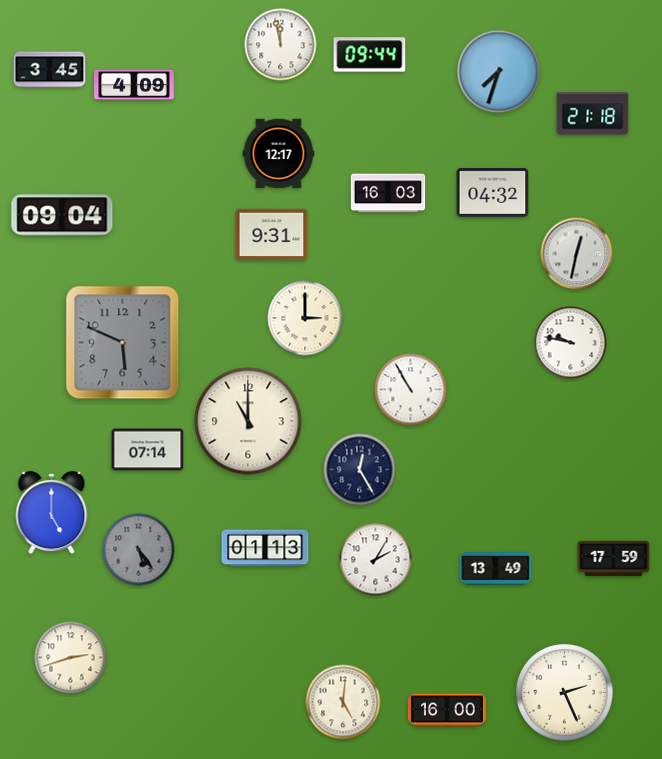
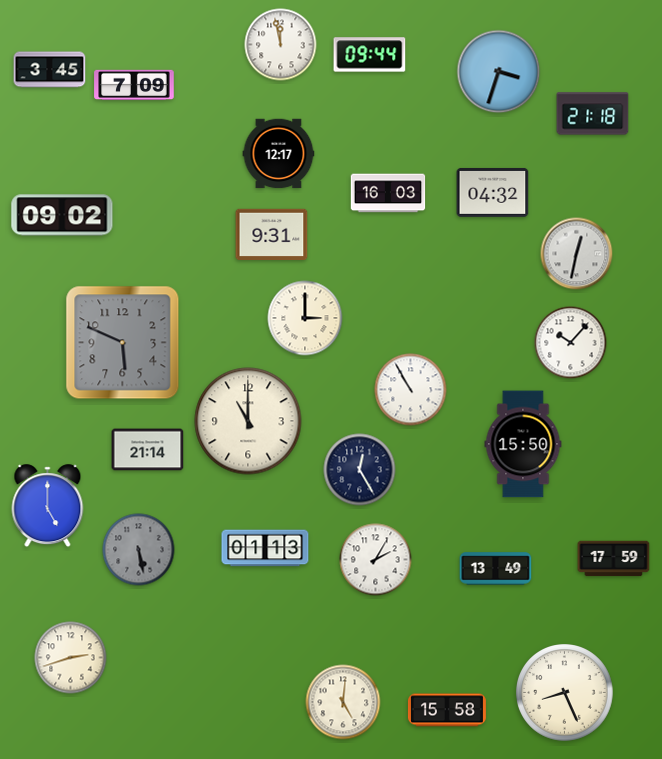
clock at (499, 72): 7:33 -> 3:33
clock at (134, 85): 4:09 -> 7:09
clock at (62, 215): 09:04 -> 09:02
clock at (571, 343): 9:47 -> 10:07
clock at (523, 444): none -> 15:50
clock at (148, 450): 07:14 -> 21:14
clock at (52, 513) position: (52, 513) -> (48, 506)
clock at (139, 550): 5:24 -> 5:28
clock at (565, 693): 2:26 -> 8:26
clock at (447, 710): 16:00 -> 15:58
